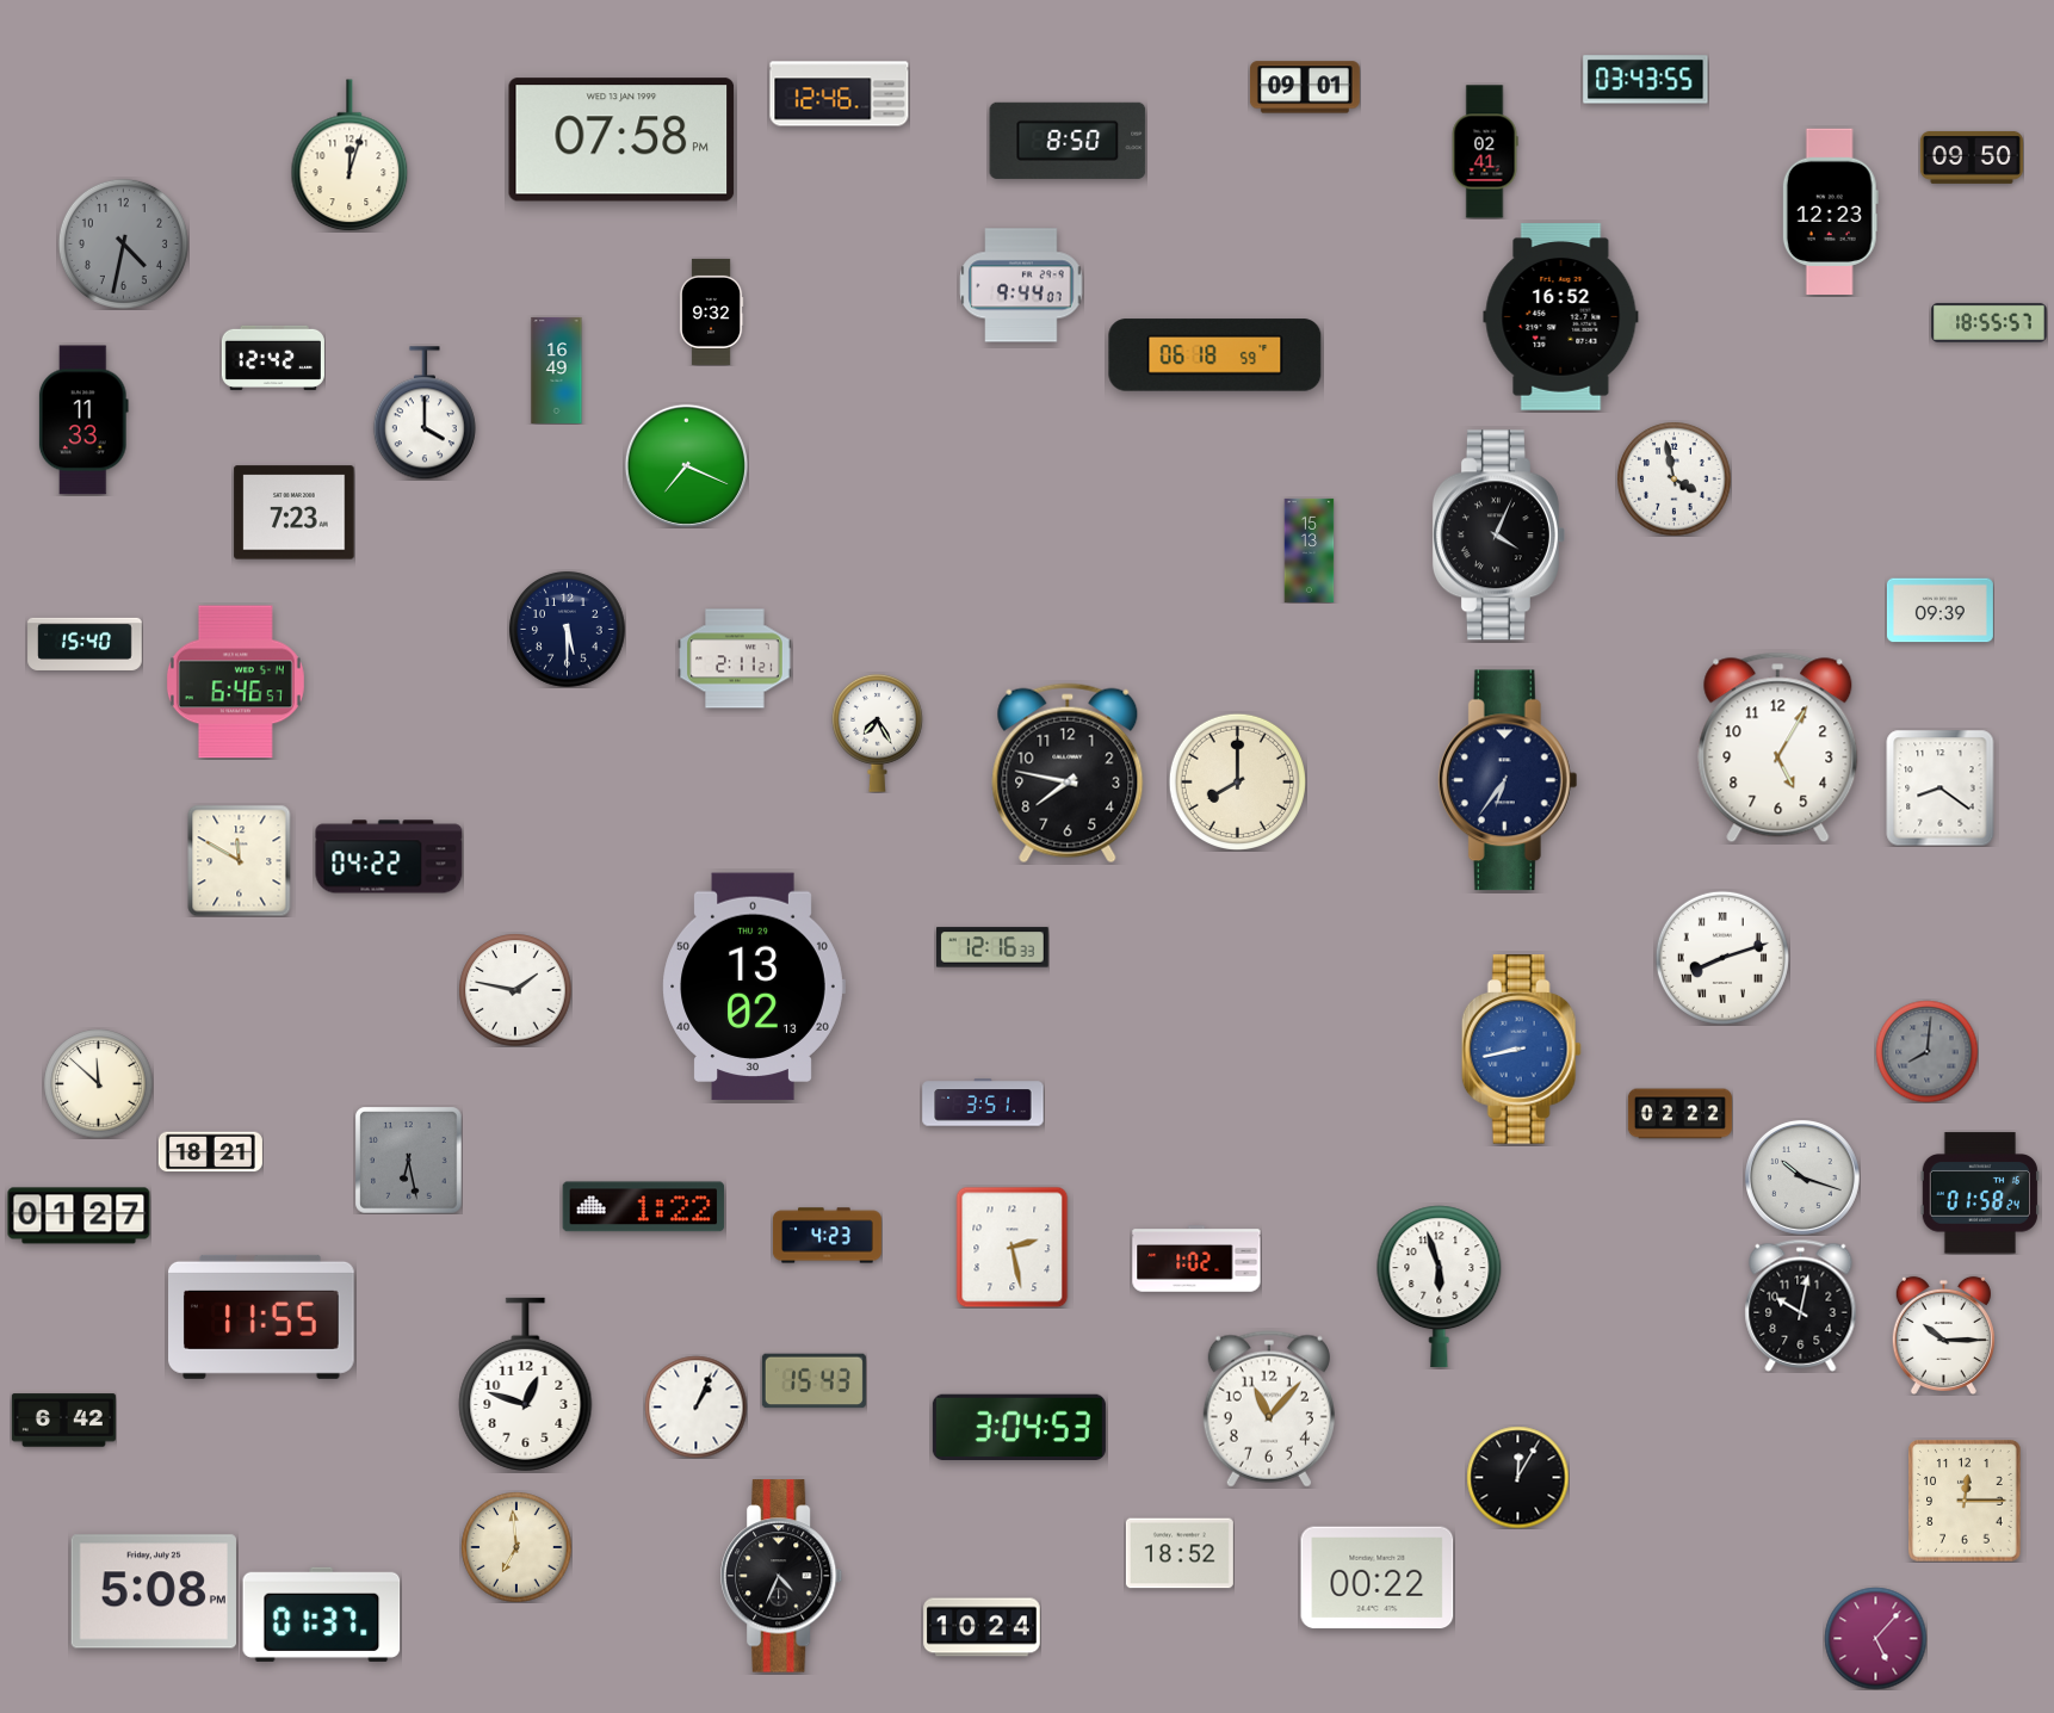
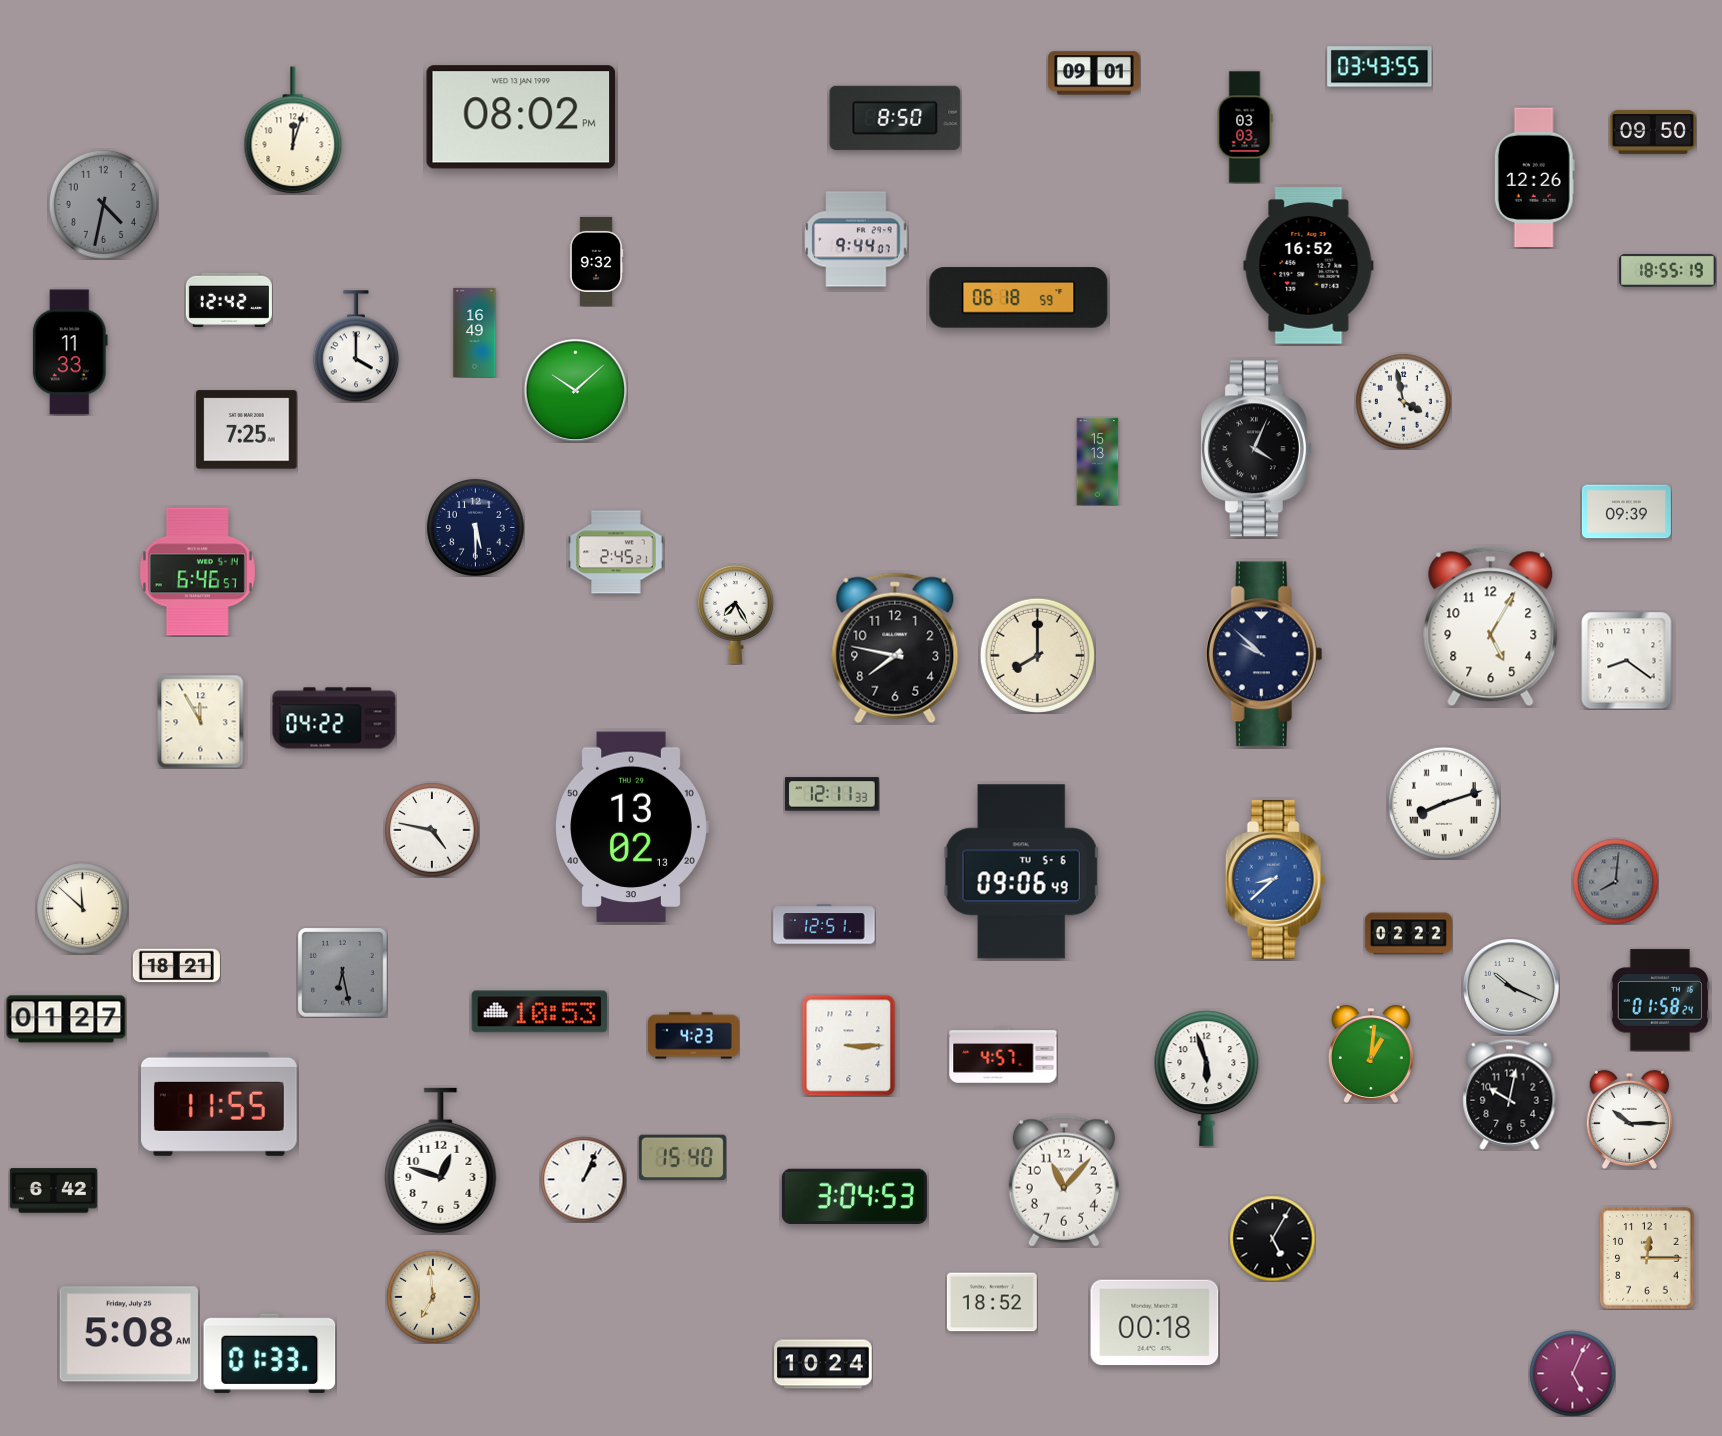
clock at (840, 94): 12:46 -> none
clock at (621, 140): 07:58 -> 08:02
clock at (1485, 151): 02:41 -> 03:03
clock at (1830, 211): 12:23 -> 12:26
clock at (1990, 322): 18:55:57 -> 18:55:19
clock at (557, 370) position: (557, 370) -> (475, 332)
clock at (686, 465): 7:19 -> 10:08
clock at (295, 513): 7:23 -> 7:25
clock at (85, 644): 15:40 -> none
clock at (735, 658): 2:11 -> 2:45
clock at (1508, 780): 6:36 -> 9:52
clock at (389, 856) position: (389, 856) -> (334, 718)
clock at (240, 860): 11:50 -> 11:55
clock at (992, 947): 12:16 -> 12:11
clock at (515, 990): 1:47 -> 4:47
clock at (1022, 872): none -> 09:06
clock at (1521, 1050): 8:43 -> 8:38
clock at (983, 1102): 3:51 -> 12:51
clock at (1802, 1177): 10:18 -> 10:19
clock at (644, 1207): 1:22 -> 10:53
clock at (1013, 1247): 2:28 -> 3:15
clock at (1371, 1054): none -> 1:01
clock at (1196, 1259): 1:02 -> 4:57
clock at (813, 1381): 15:43 -> 15:40
clock at (1517, 1477): 12:05 -> 5:05
clock at (1180, 1553) position: (1180, 1553) -> (992, 1302)
clock at (781, 1576): 4:34 -> none
clock at (1378, 1578): 00:22 -> 00:18
clock at (154, 1591): 5:08 PM -> 5:08 AM
clock at (322, 1614): 01:37 -> 01:33
clock at (1875, 1638): 5:07 -> 5:04
